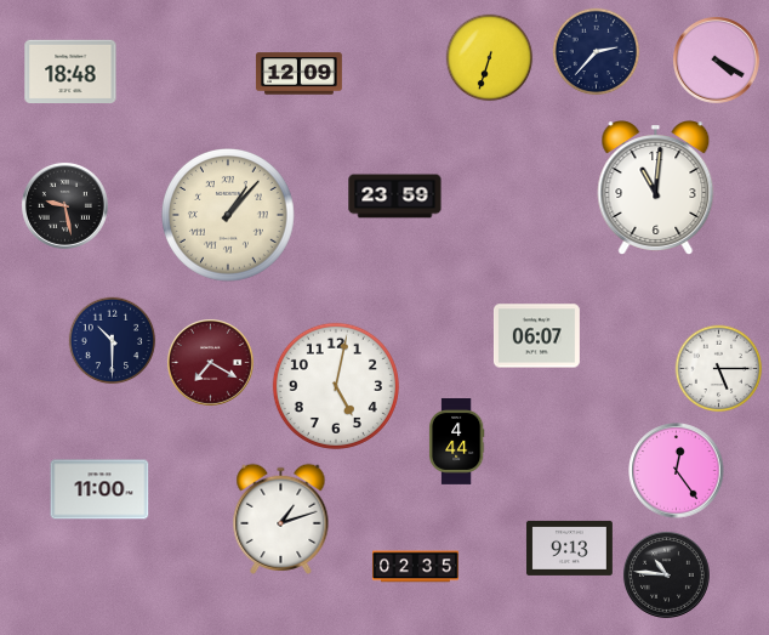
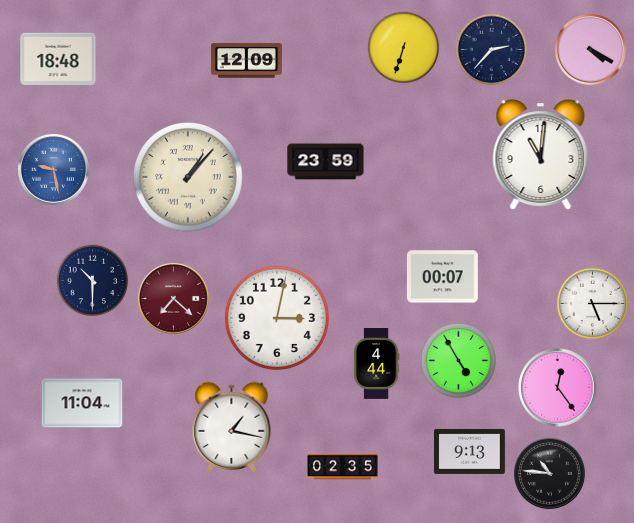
clock at (597, 52) position: (597, 52) -> (492, 50)
clock at (64, 205) dial: black -> blue
clock at (536, 336): 06:07 -> 00:07
clock at (210, 362): 7:20 -> 7:22
clock at (336, 386): 5:02 -> 3:02
clock at (458, 360): none -> 4:55
clock at (99, 489): 11:00 -> 11:04
clock at (281, 518): 1:12 -> 1:17
